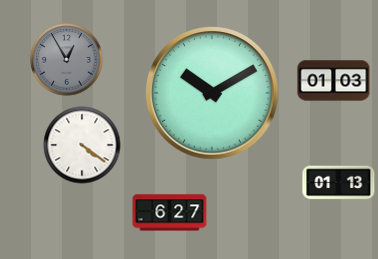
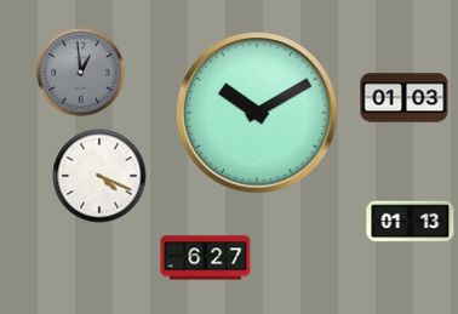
clock at (67, 60): 12:55 -> 12:59
clock at (82, 145): 4:21 -> 4:19
